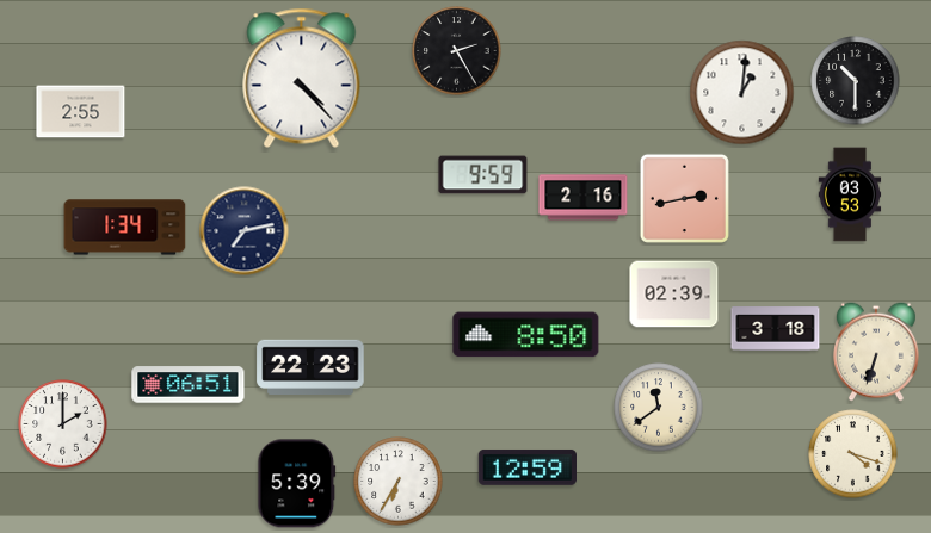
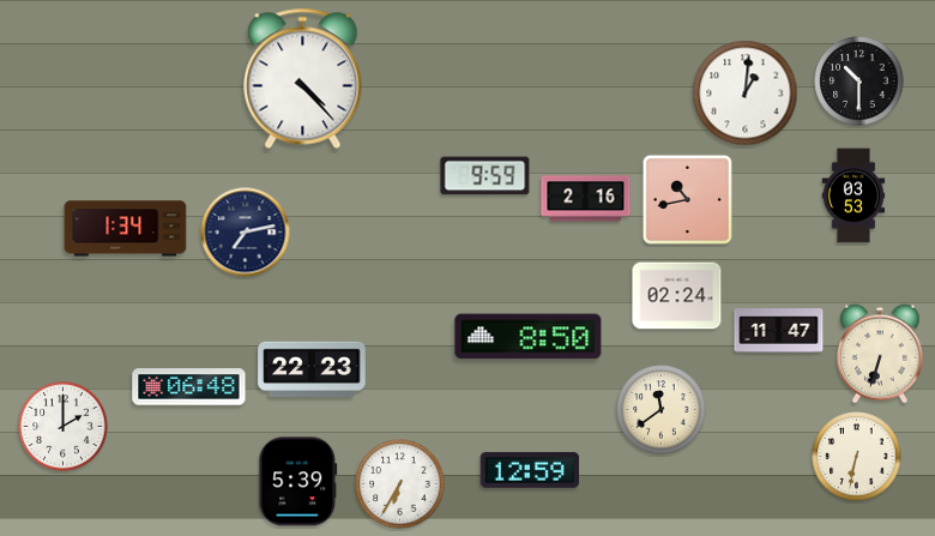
clock at (457, 51): 2:25 -> none
clock at (81, 112): 2:55 -> none
clock at (684, 198): 2:43 -> 10:43
clock at (674, 295): 02:39 -> 02:24
clock at (776, 329): 3:18 -> 11:47
clock at (189, 385): 06:51 -> 06:48
clock at (853, 454): 4:18 -> 6:32
clock at (297, 484) position: (297, 484) -> (298, 482)
